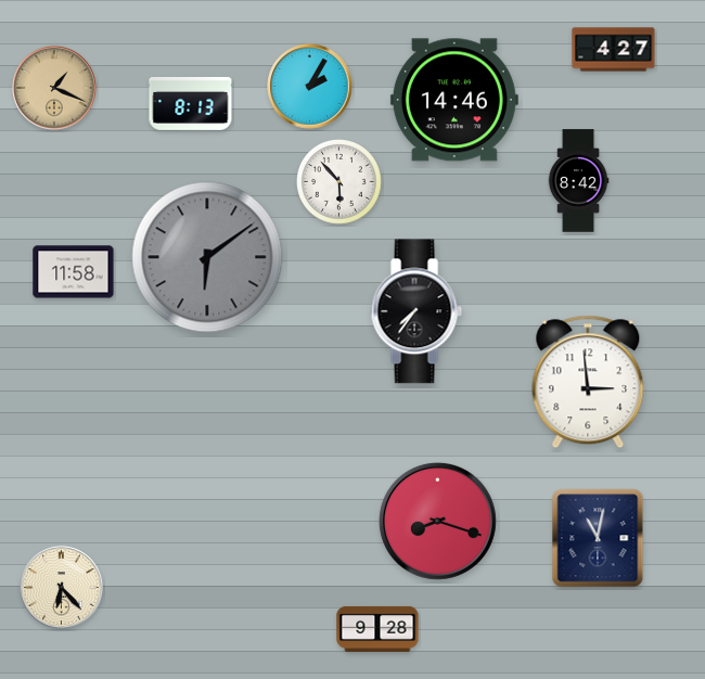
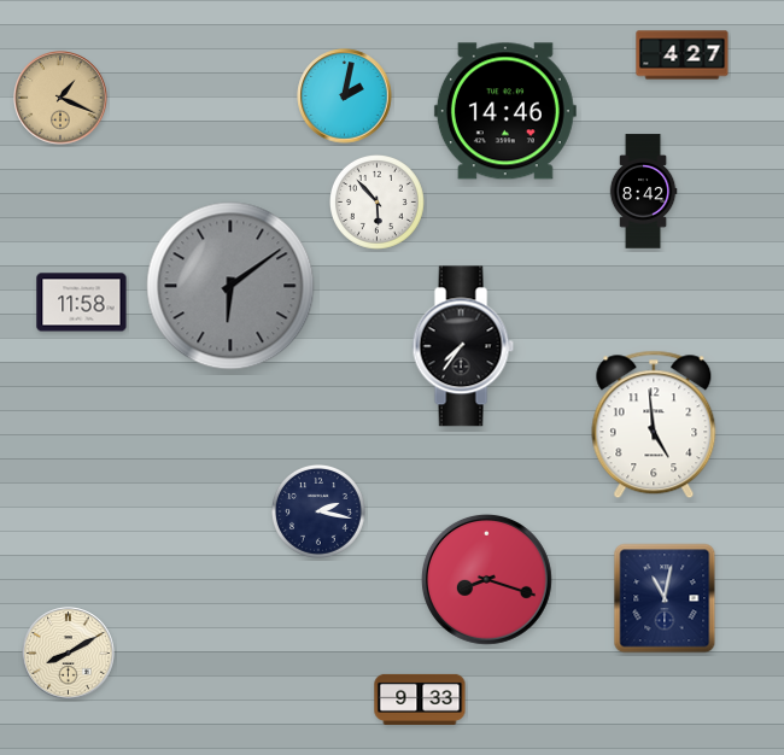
clock at (310, 87): 2:05 -> 2:02
clock at (191, 103): 8:13 -> none
clock at (578, 181) position: (578, 181) -> (643, 192)
clock at (588, 382): 2:59 -> 4:59
clock at (320, 513): none -> 2:17
clock at (62, 588): 6:23 -> 8:10
clock at (377, 629): 9:28 -> 9:33
